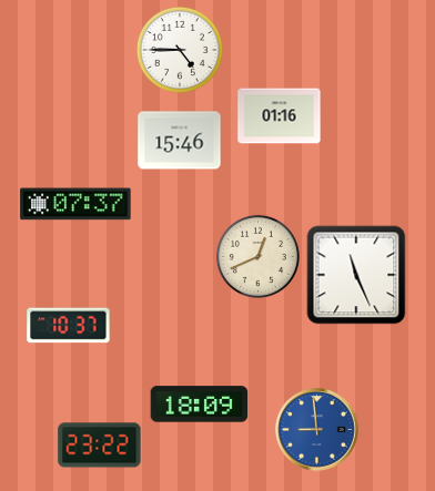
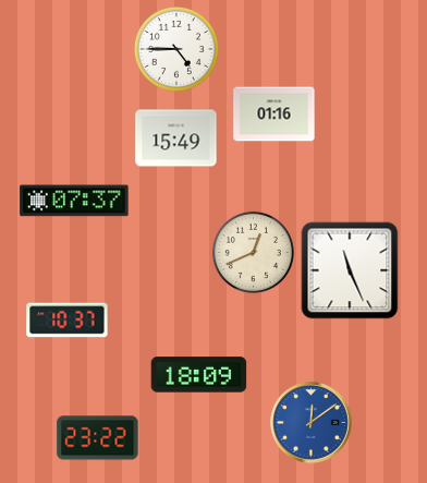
clock at (180, 141): 15:46 -> 15:49
clock at (200, 405) position: (200, 405) -> (199, 375)
clock at (317, 430): 8:59 -> 12:09
